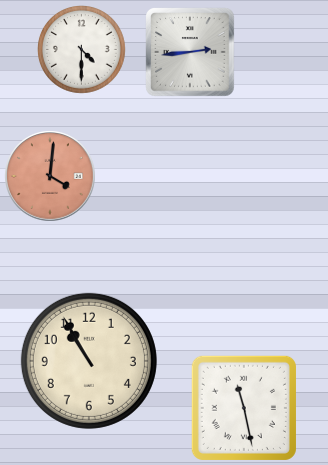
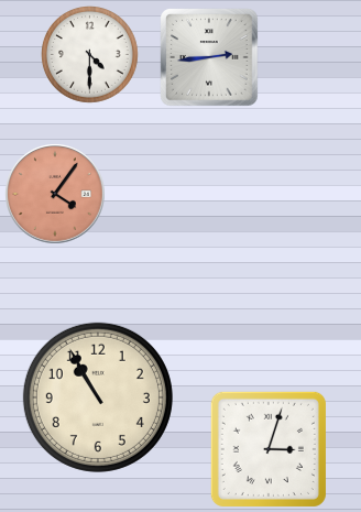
clock at (51, 177): 4:01 -> 4:06
clock at (244, 408): 11:28 -> 3:03
